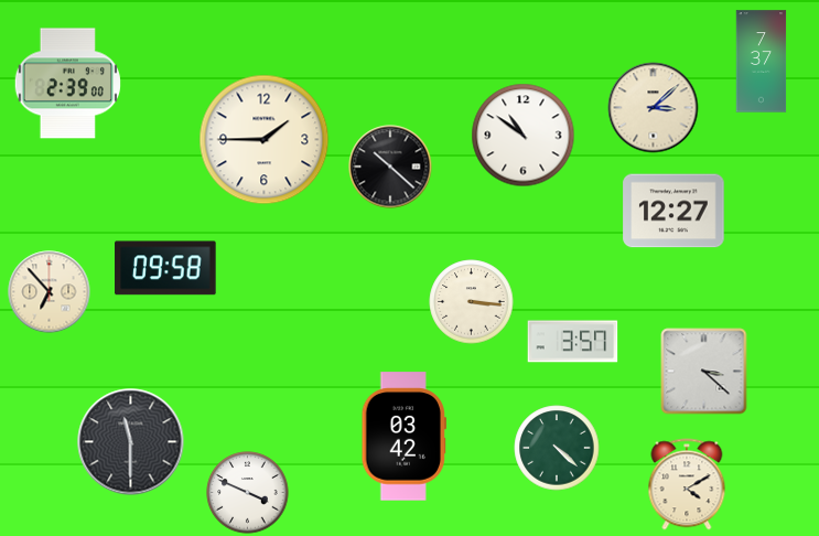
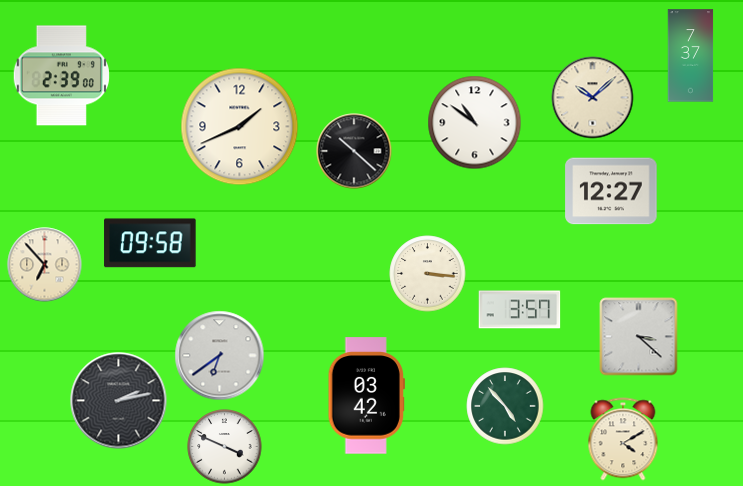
clock at (654, 108): 3:08 -> 10:08
clock at (265, 140): 1:45 -> 1:41
clock at (220, 356): none -> 6:39
clock at (131, 442): 11:30 -> 2:13
clock at (557, 448): 4:22 -> 4:53
